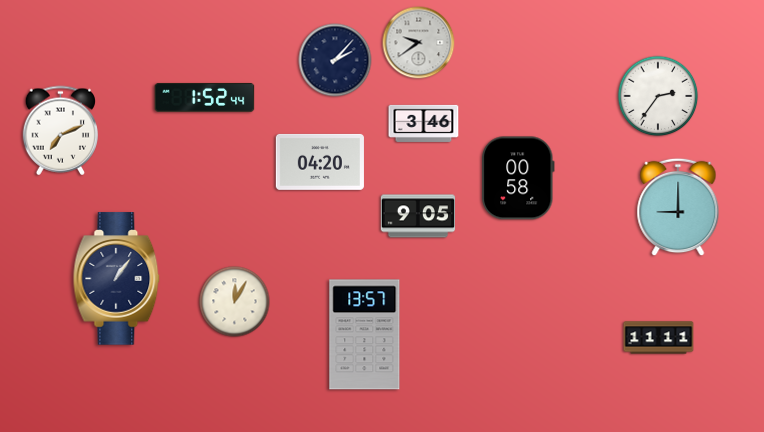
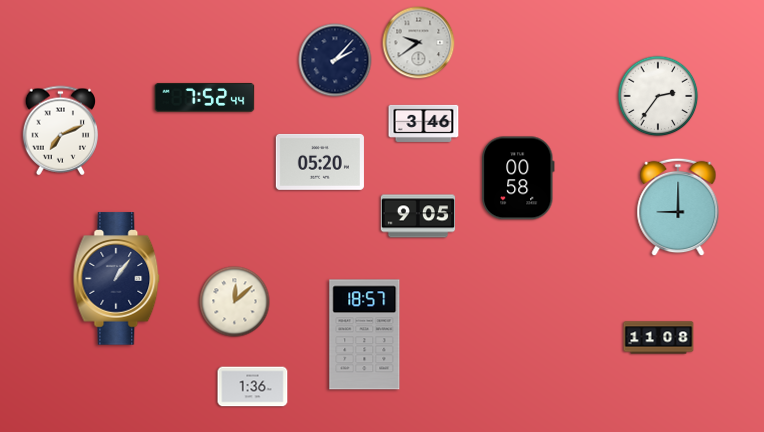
clock at (205, 97): 1:52 -> 7:52
clock at (320, 162): 04:20 -> 05:20
clock at (235, 302): 12:05 -> 12:08
clock at (365, 335): 13:57 -> 18:57
clock at (659, 338): 11:11 -> 11:08
clock at (253, 387): none -> 1:36
